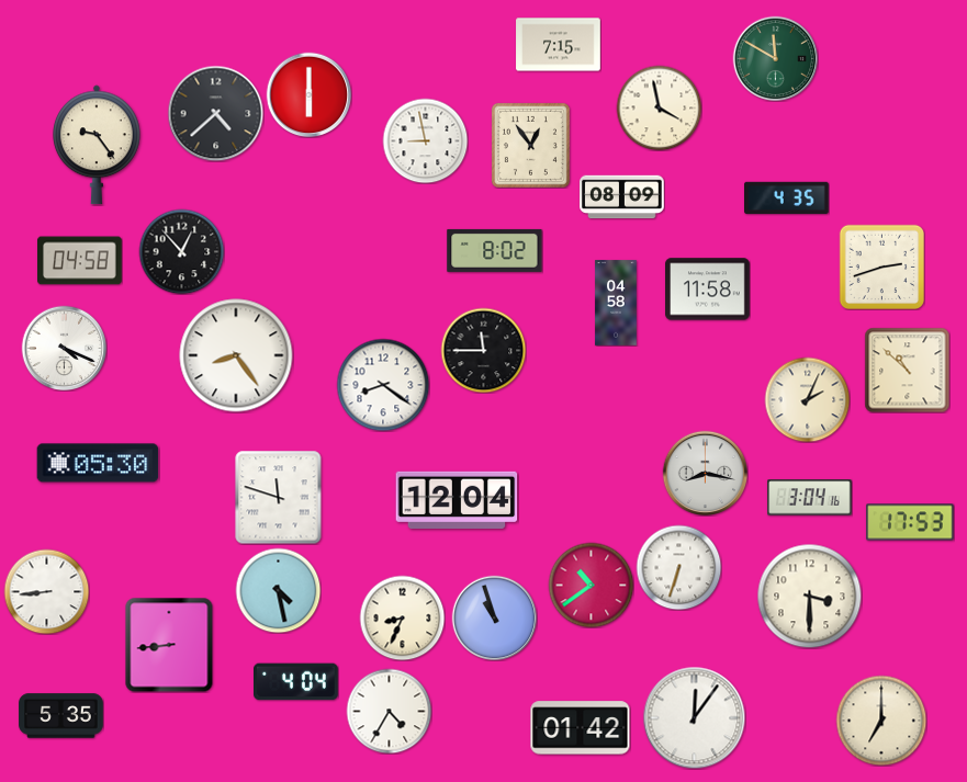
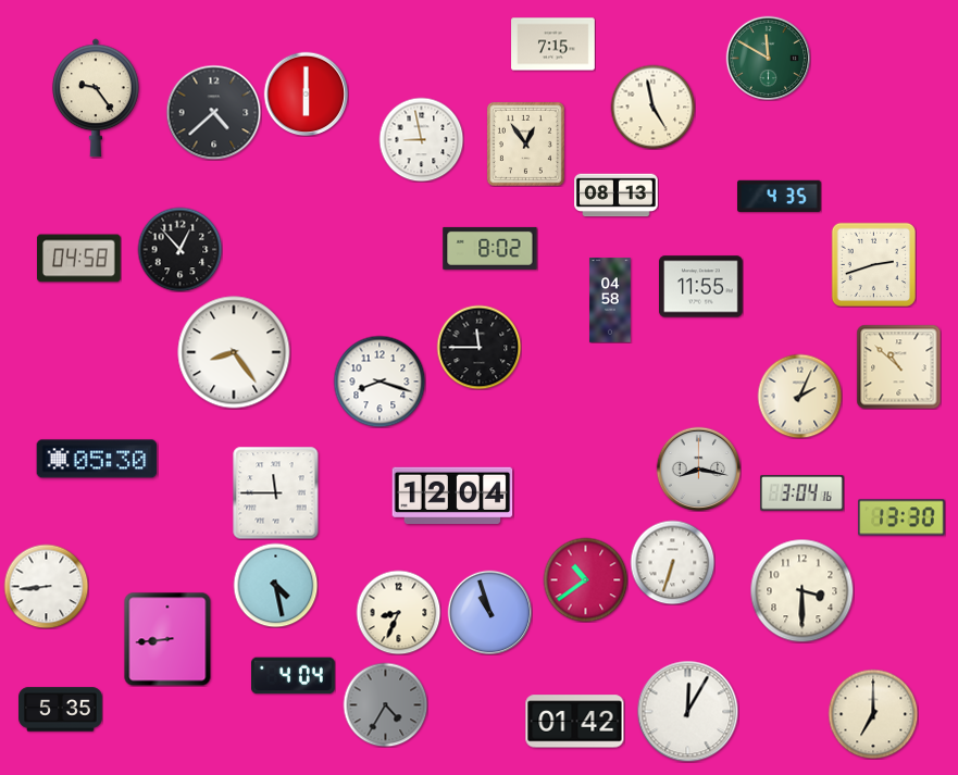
clock at (659, 107): 3:58 -> 4:58
clock at (98, 145) position: (98, 145) -> (97, 98)
clock at (622, 197): 08:09 -> 08:13
clock at (708, 290): 11:58 -> 11:55
clock at (64, 348): 4:19 -> none
clock at (383, 385): 8:21 -> 8:18
clock at (279, 497): 11:48 -> 11:45
clock at (910, 522): 17:53 -> 13:30
clock at (389, 711) dial: white -> grey
clock at (694, 717): 12:06 -> 12:05
